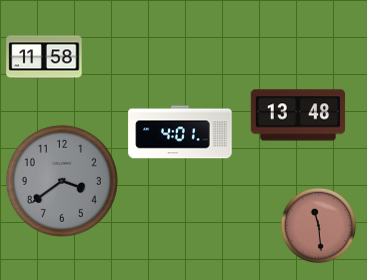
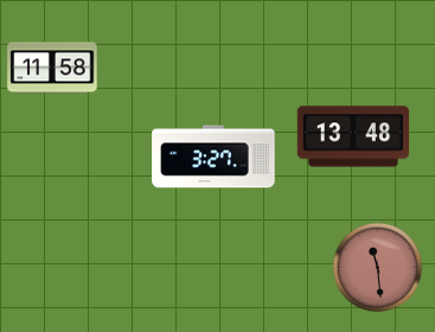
clock at (180, 132): 4:01 -> 3:27
clock at (62, 181): 3:39 -> none
